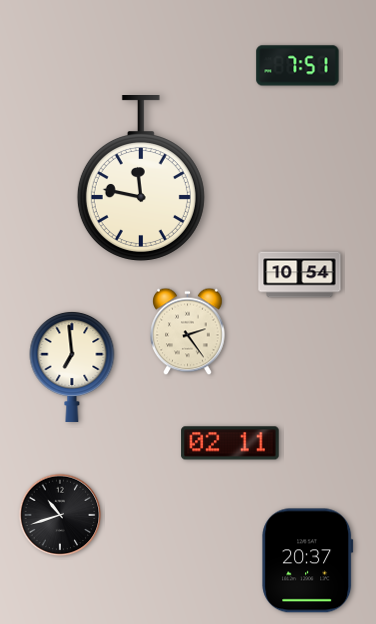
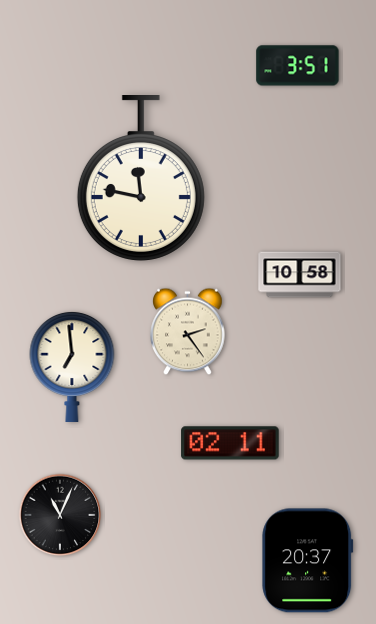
clock at (298, 66): 7:51 -> 3:51
clock at (300, 275): 10:54 -> 10:58
clock at (60, 515): 10:42 -> 11:04
